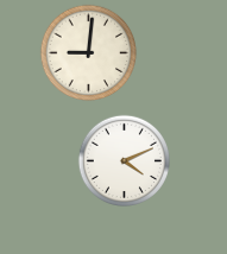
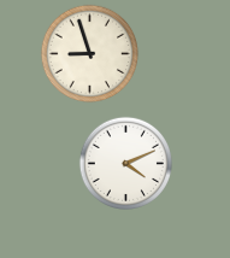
clock at (88, 52): 9:01 -> 8:57
